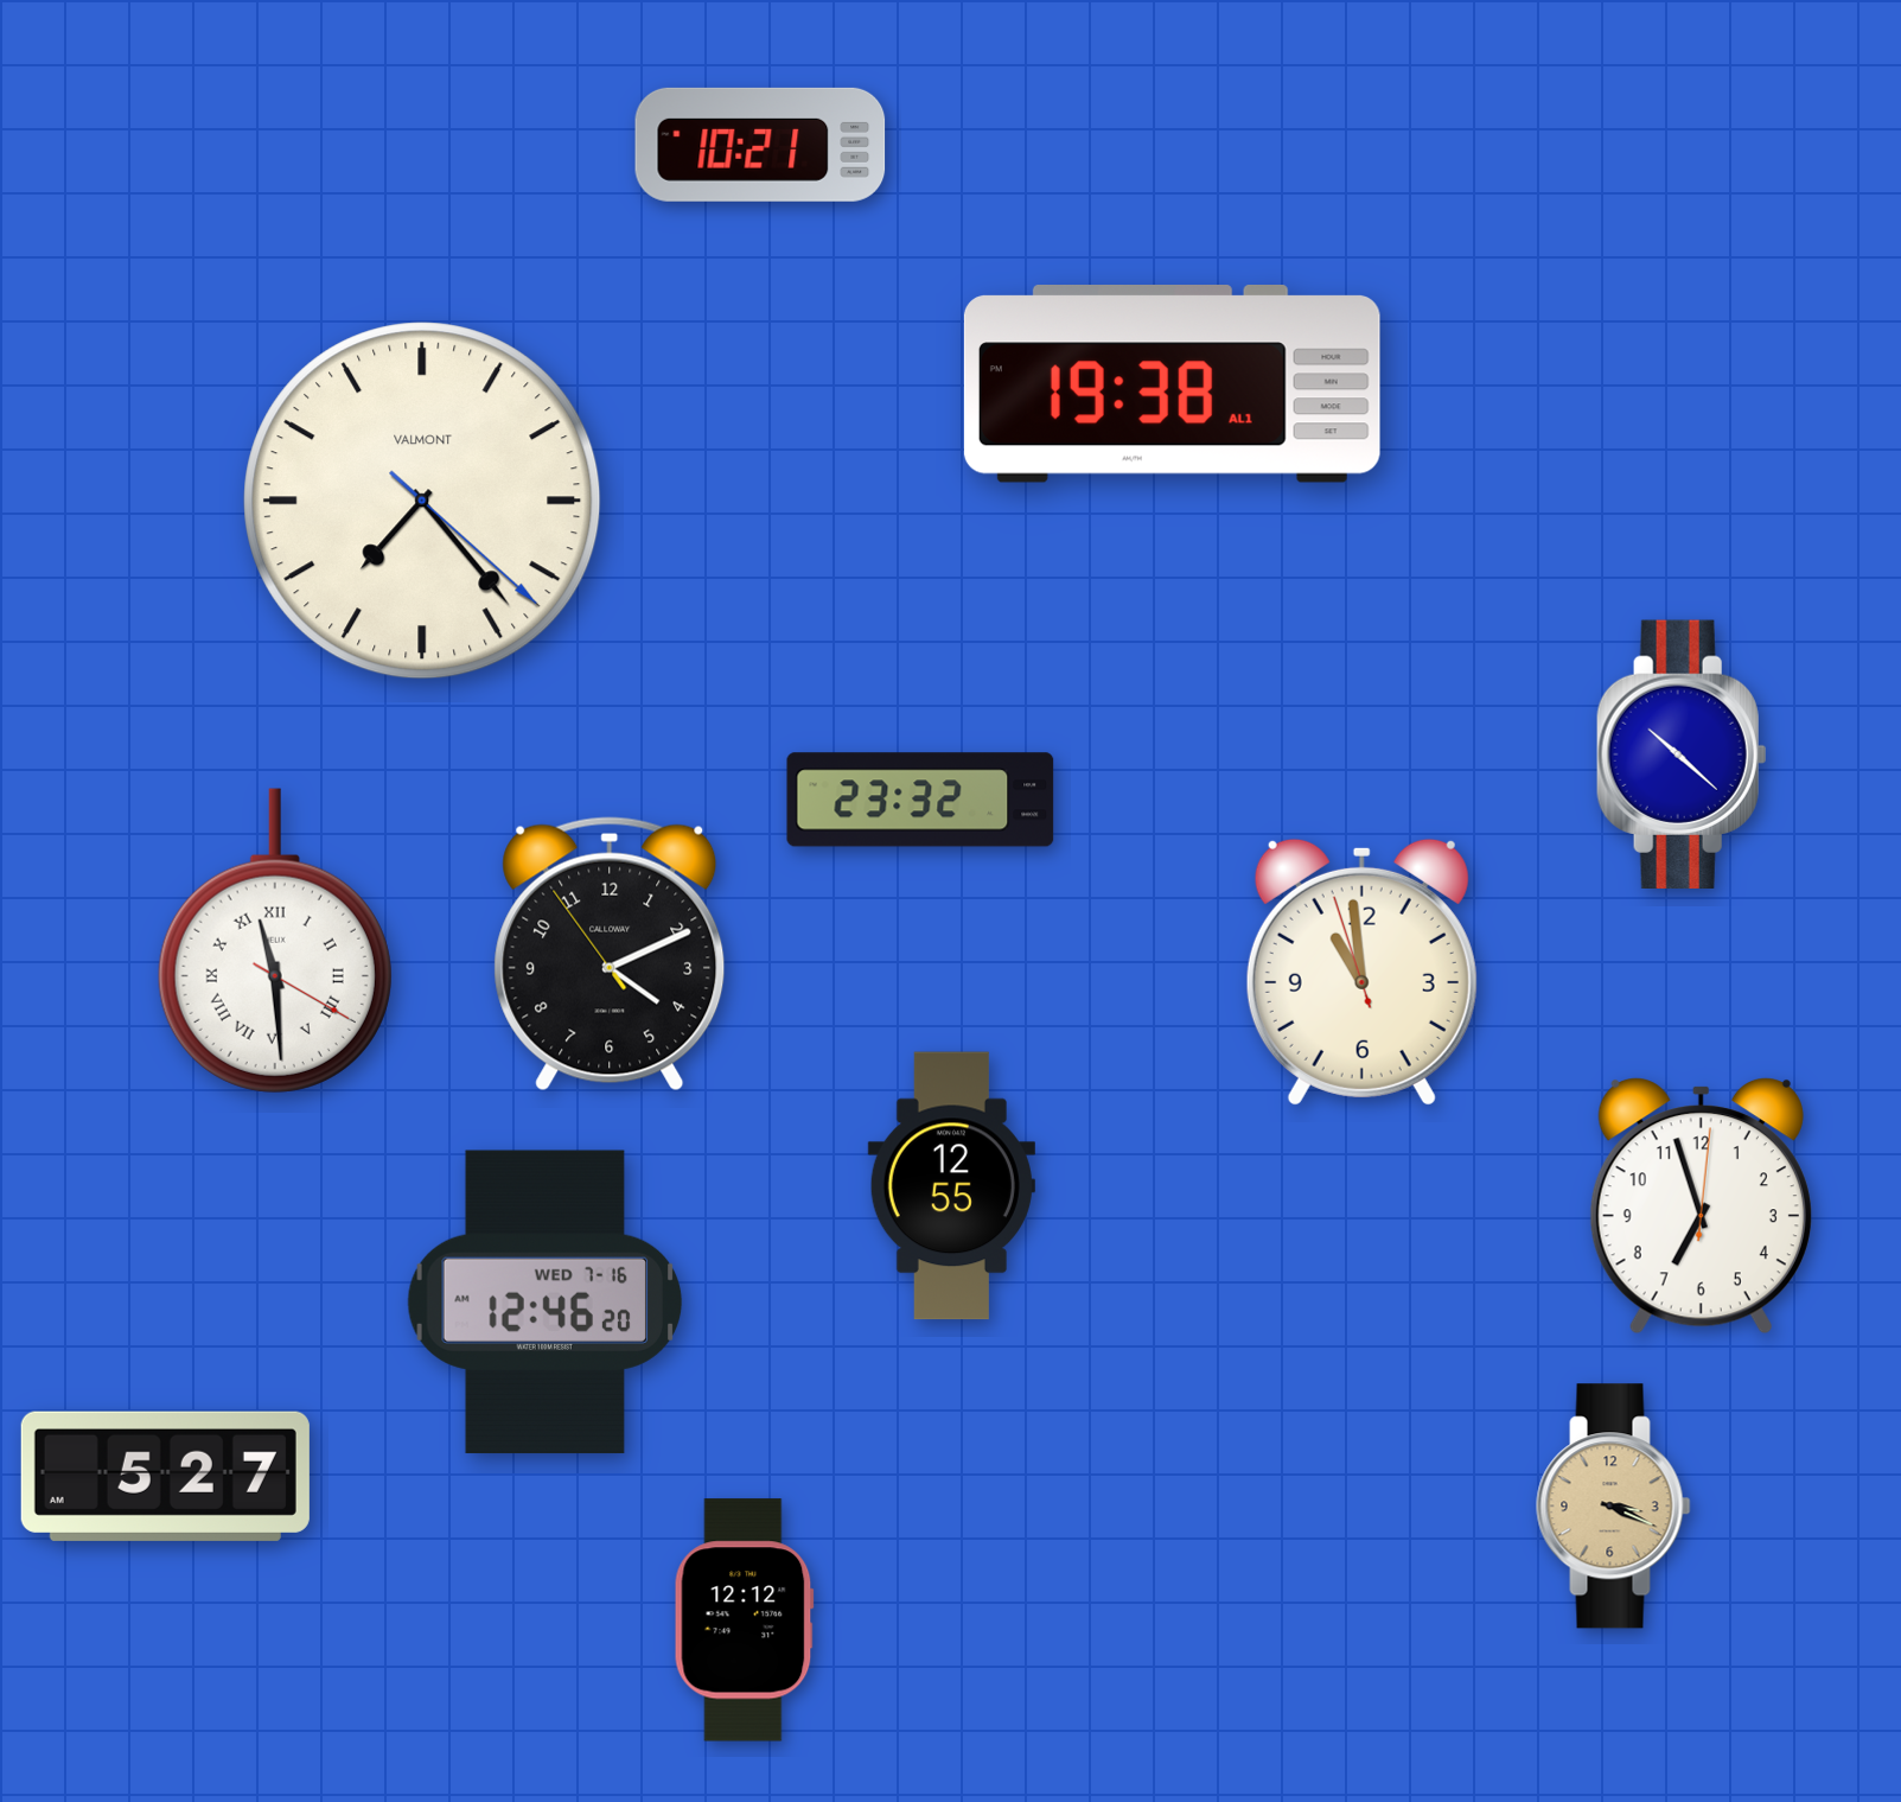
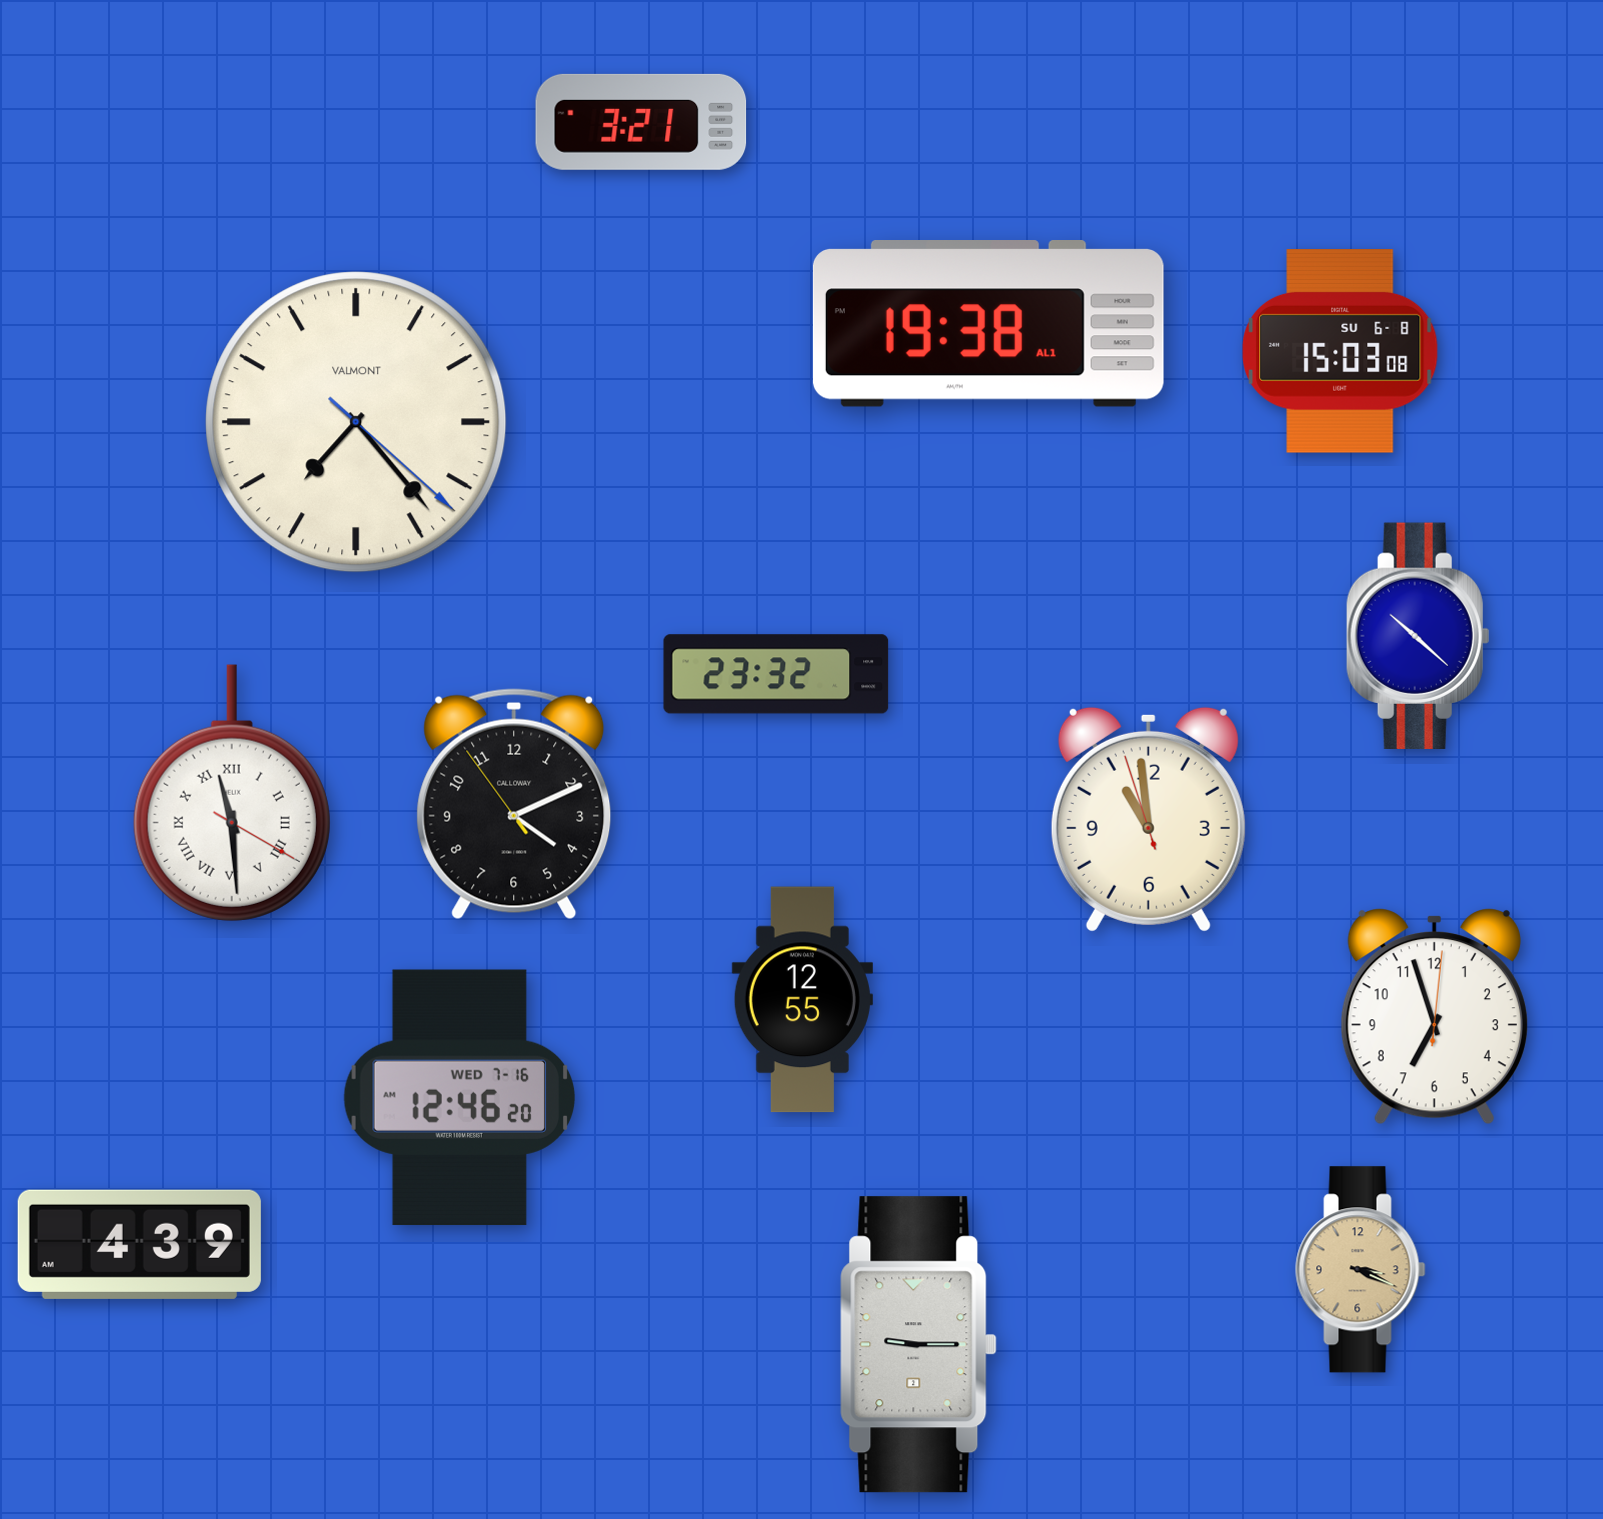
clock at (760, 145): 10:21 -> 3:21
clock at (1340, 351): none -> 15:03
clock at (165, 1476): 5:27 -> 4:39
clock at (919, 1345): none -> 9:15
clock at (744, 1620): 12:12 -> none
